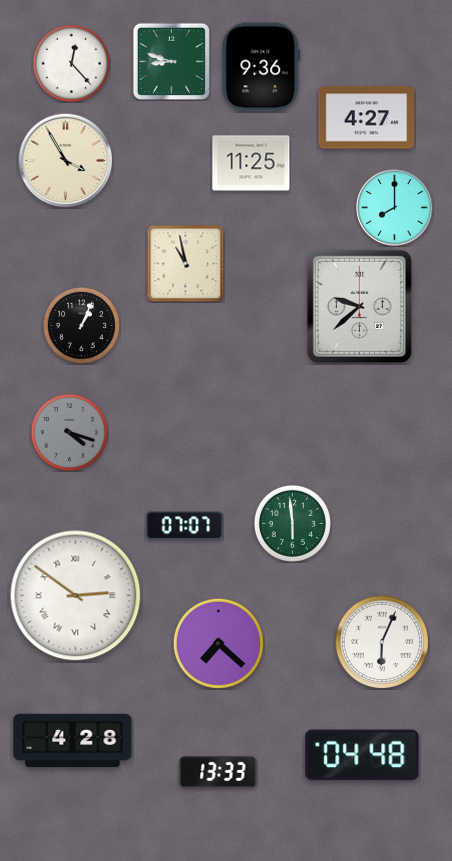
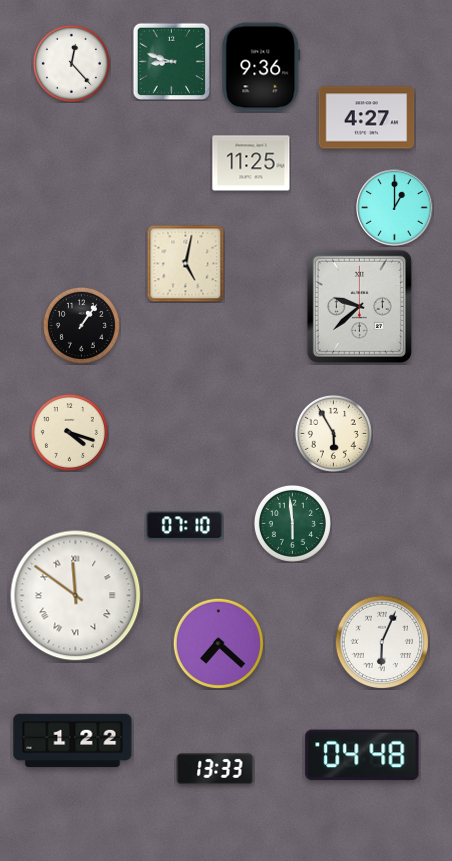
clock at (65, 160): 3:55 -> none
clock at (395, 208): 8:00 -> 1:00
clock at (185, 263): 10:58 -> 5:02
clock at (81, 325): 1:04 -> 1:06
clock at (69, 432) dial: grey -> cream
clock at (333, 433): none -> 5:55
clock at (185, 526): 07:07 -> 07:10
clock at (76, 596): 2:51 -> 11:51
clock at (73, 741): 4:28 -> 1:22
clock at (218, 772) position: (218, 772) -> (215, 769)
